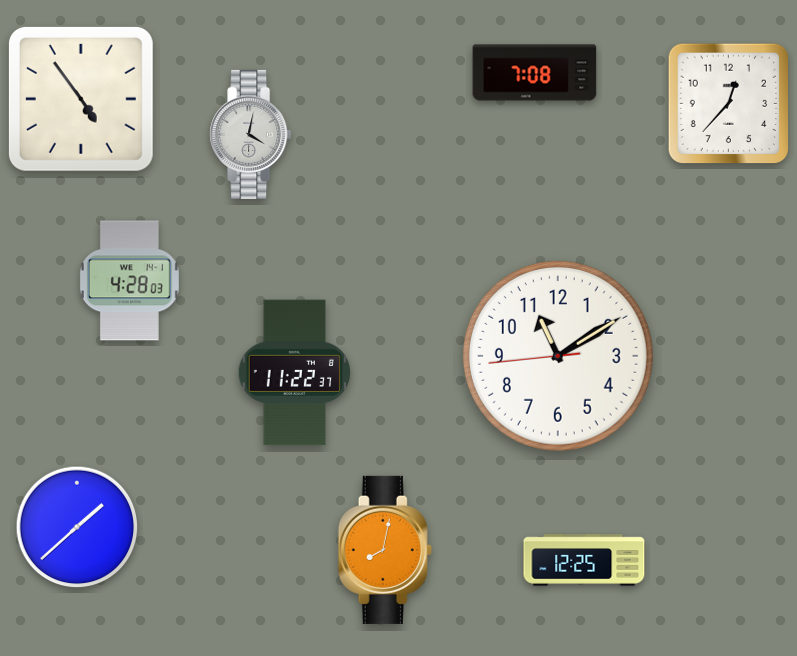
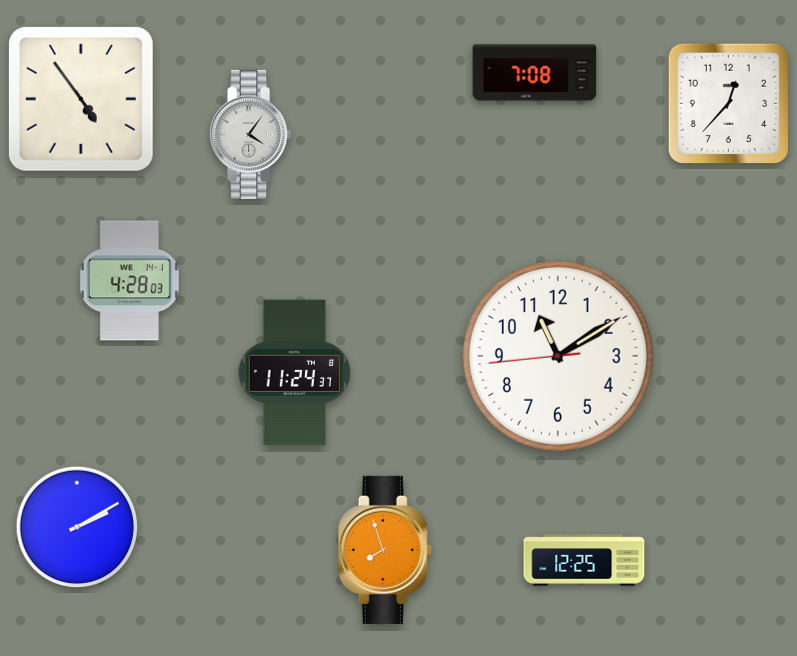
clock at (251, 134): 4:02 -> 4:06
clock at (294, 373): 11:22 -> 11:24
clock at (77, 527): 1:38 -> 2:10
clock at (385, 550): 8:02 -> 7:57
